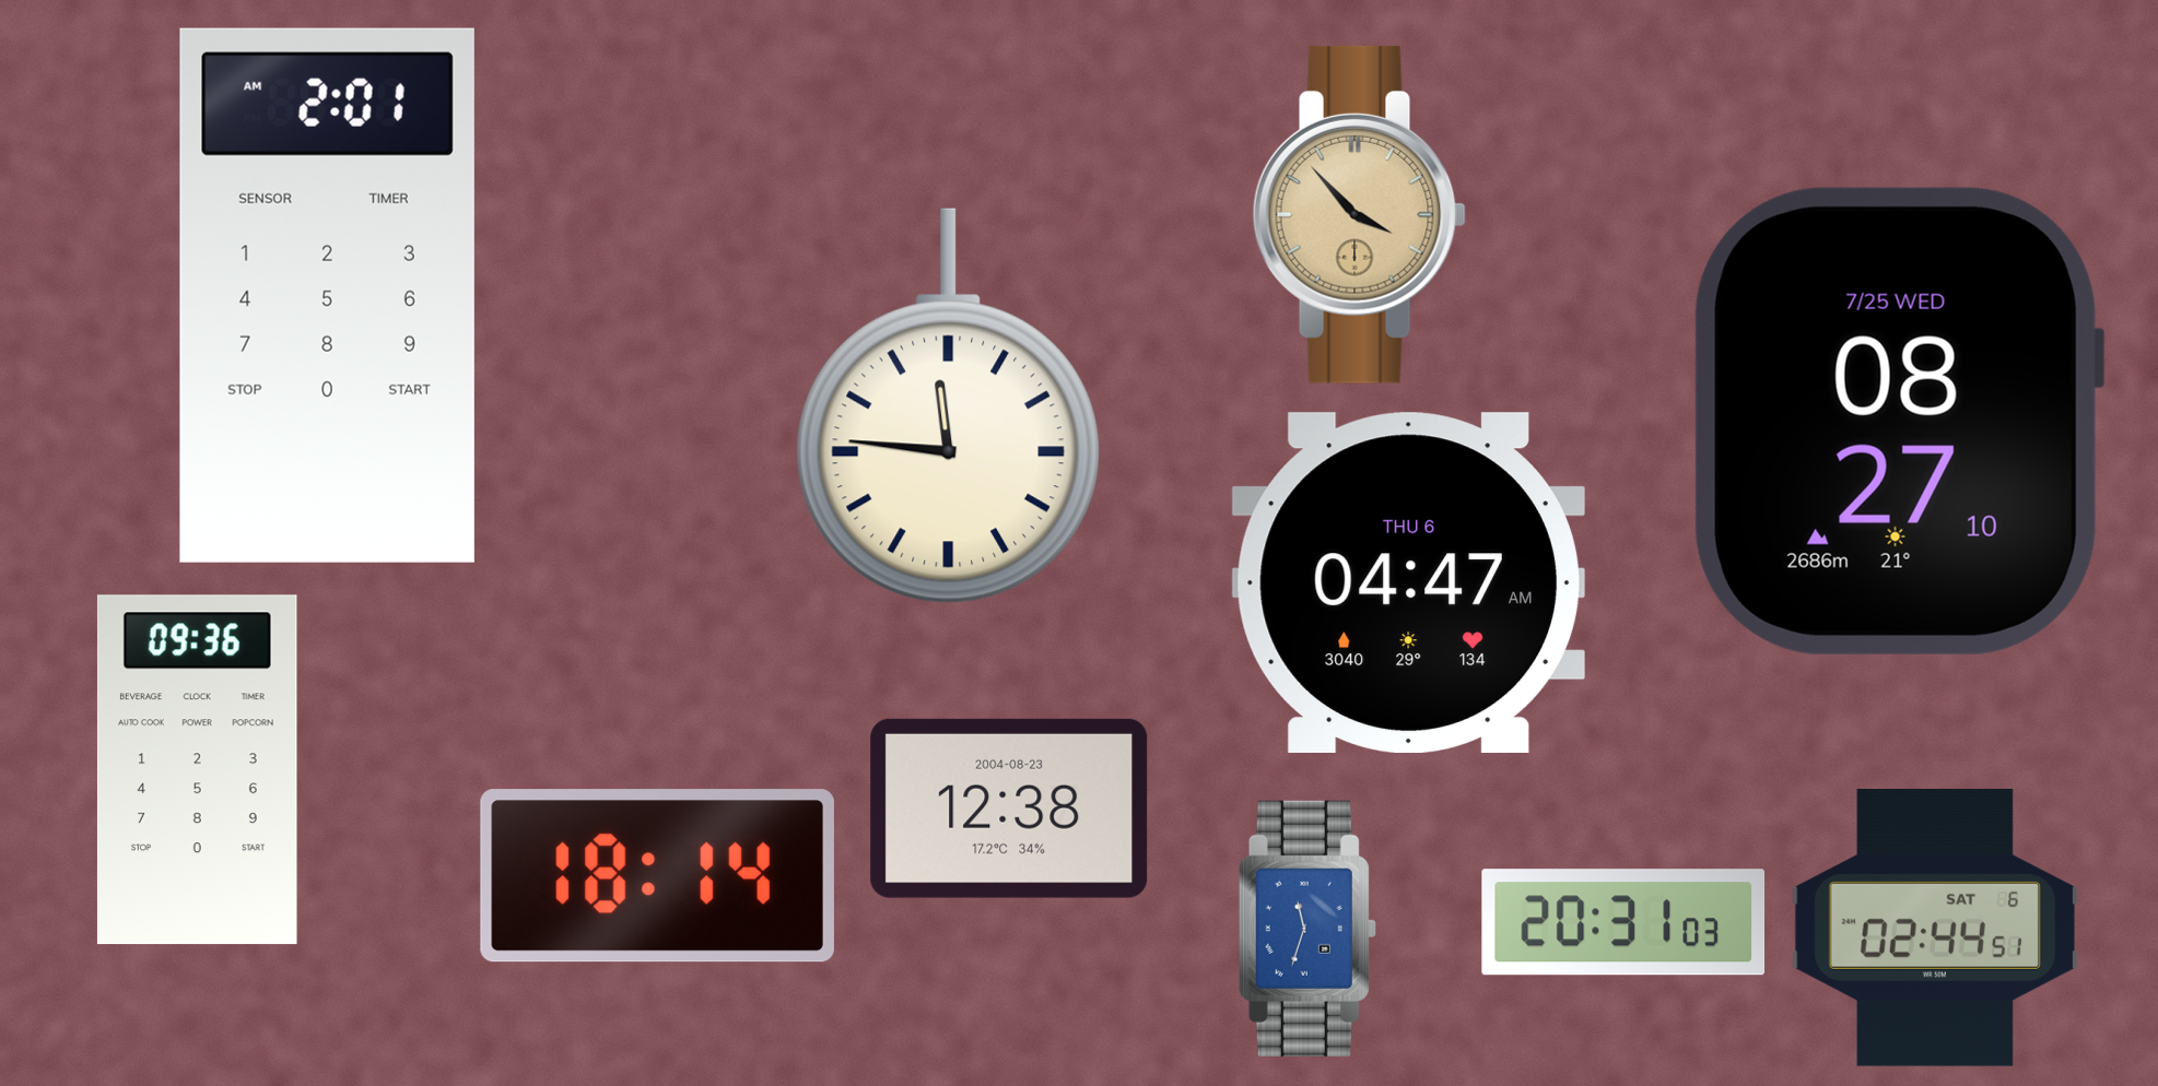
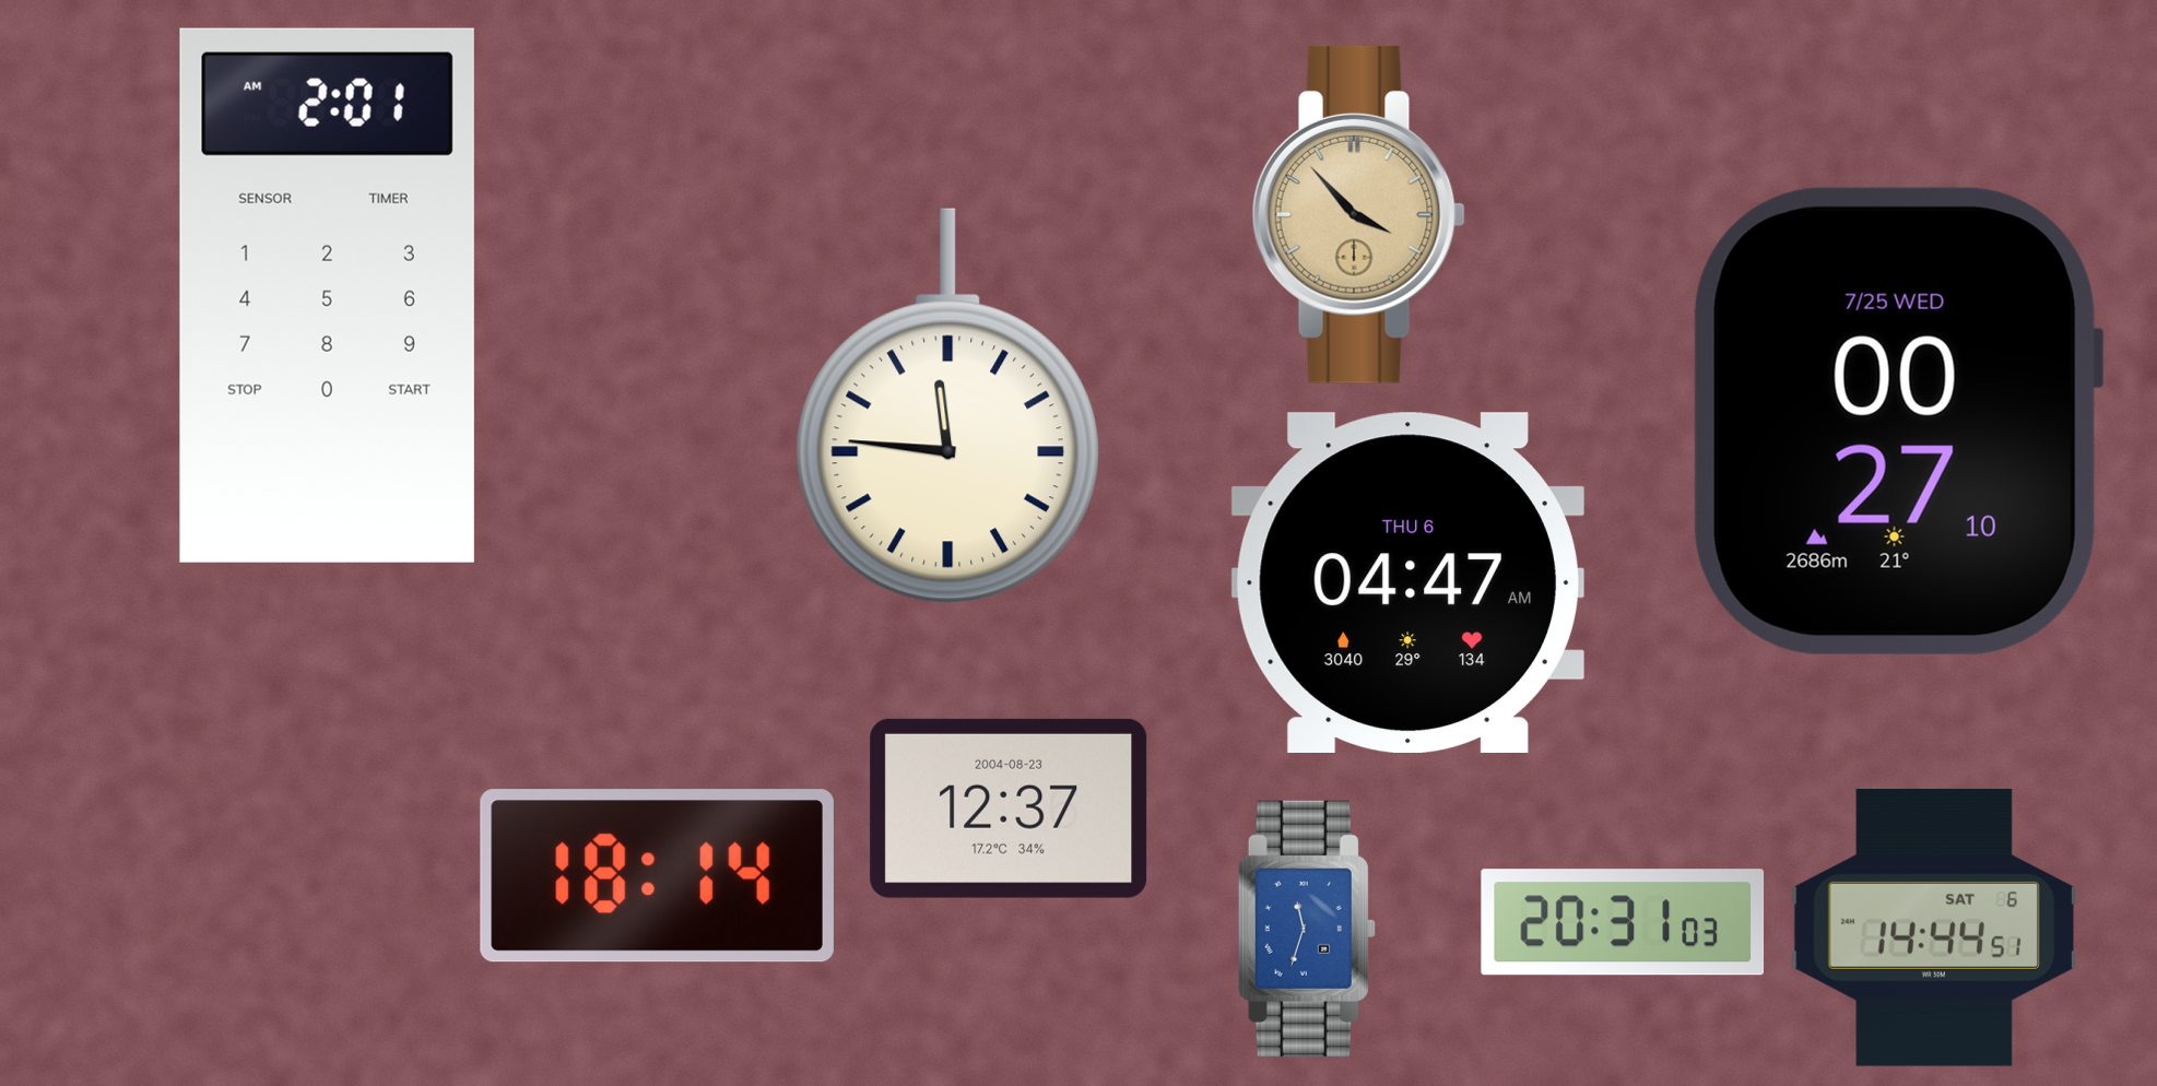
clock at (1899, 421): 08:27 -> 00:27
clock at (197, 770): 09:36 -> none
clock at (1009, 808): 12:38 -> 12:37
clock at (1935, 928): 02:44 -> 14:44
